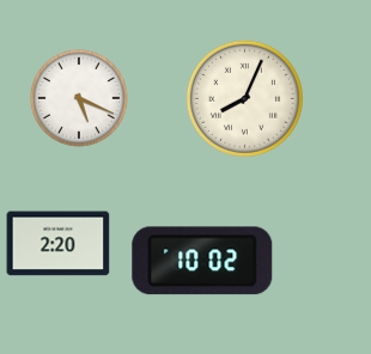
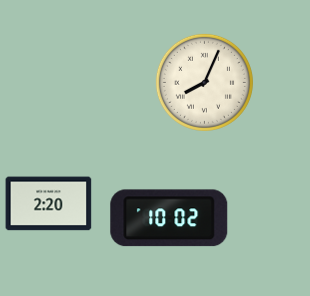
clock at (79, 98): 5:19 -> none
